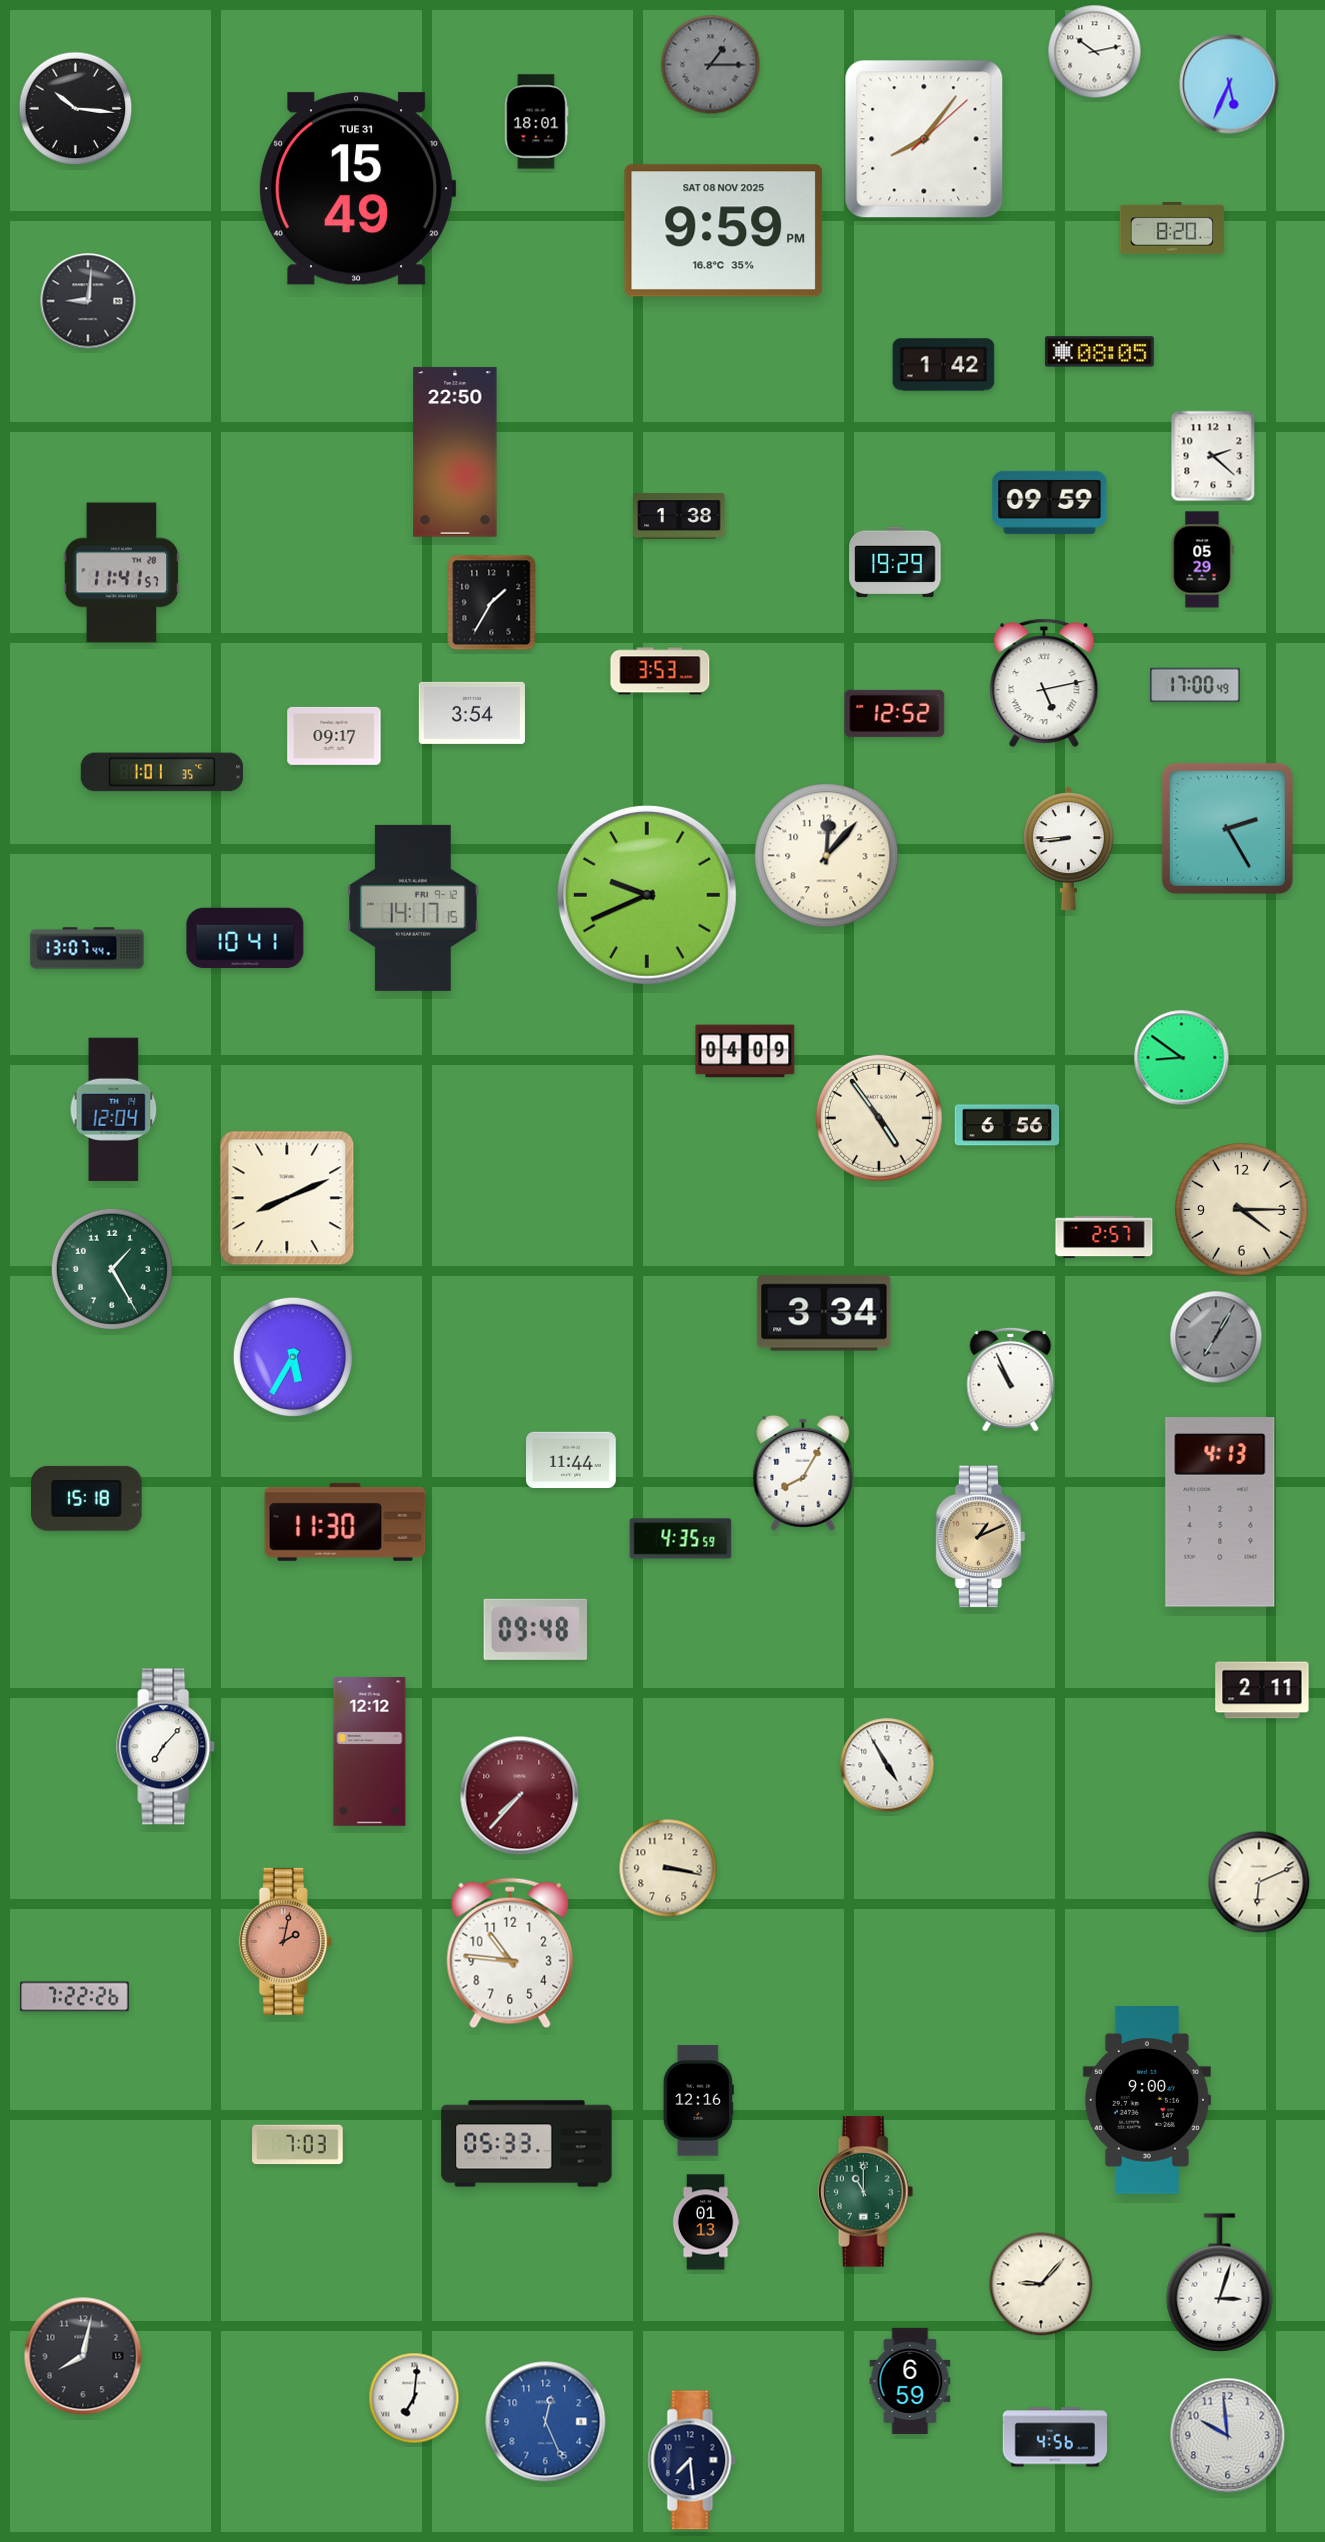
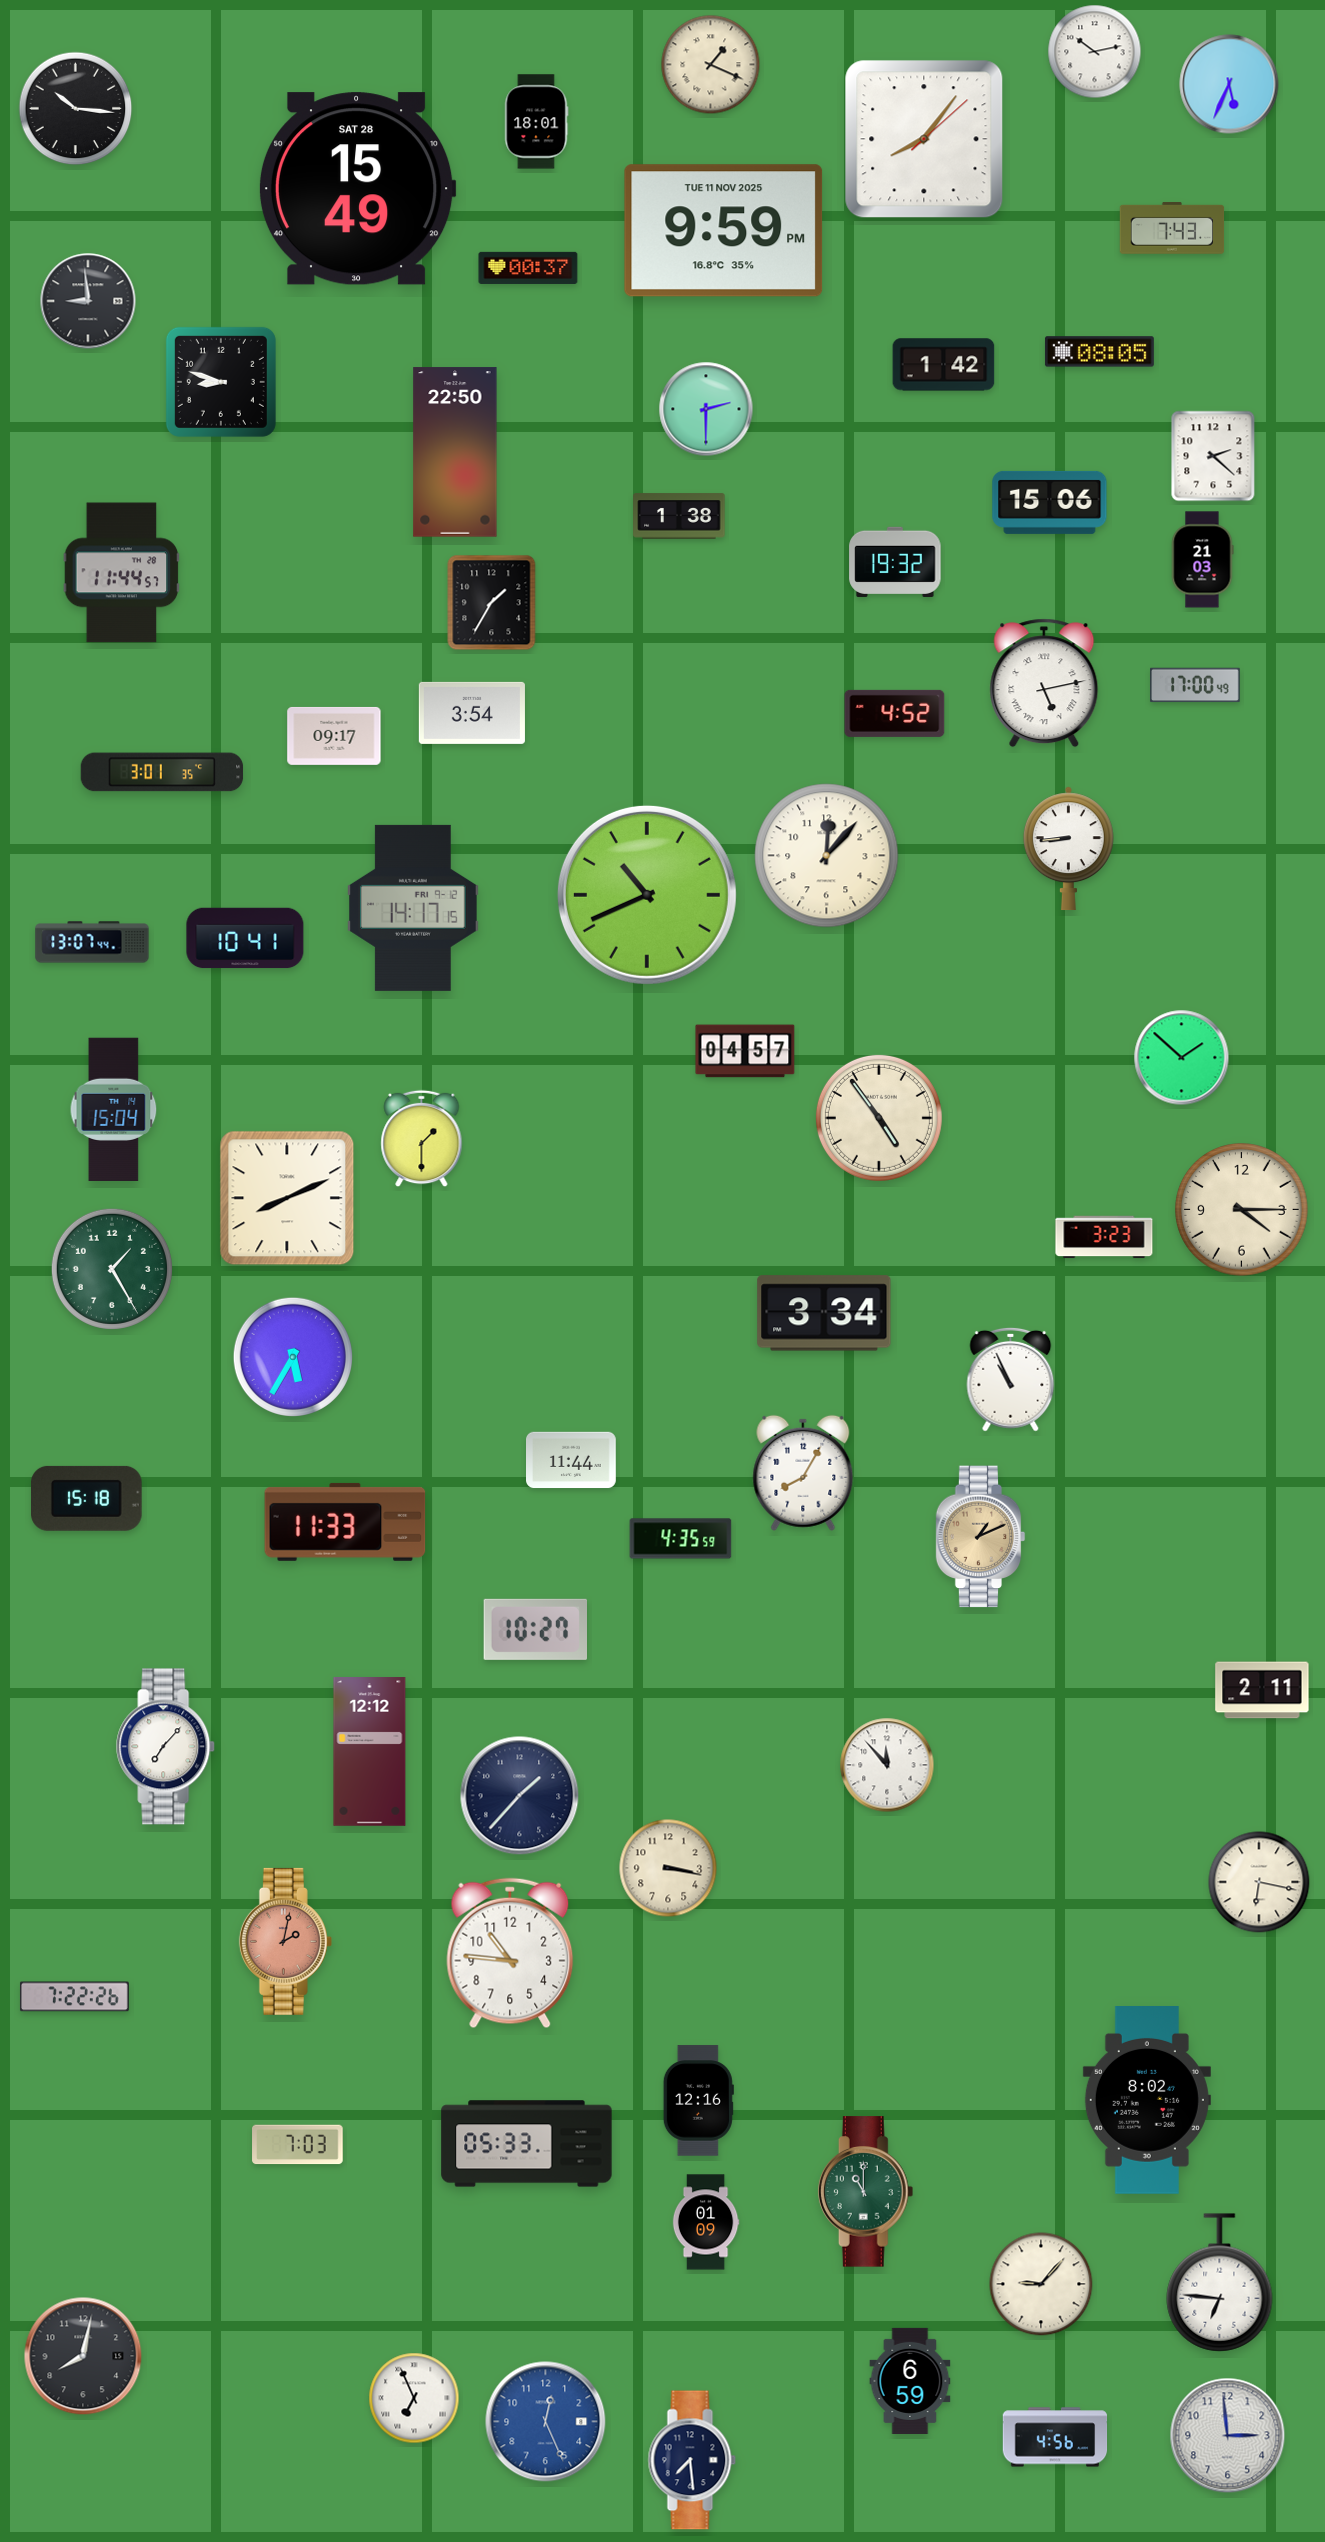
clock at (711, 65): 1:15 -> 1:19
clock at (711, 65) dial: grey -> cream
clock at (357, 189) date: TUE 31 -> SAT 28
clock at (1172, 229): 8:20 -> 7:43
clock at (724, 231) date: SAT 08 NOV 2025 -> TUE 11 NOV 2025
clock at (528, 267): none -> 00:37
clock at (88, 301): 9:01 -> 8:59
clock at (221, 382): none -> 8:48
clock at (706, 409): none -> 2:30
clock at (1050, 502): 09:59 -> 15:06
clock at (1202, 560): 05:29 -> 21:03
clock at (895, 562): 19:29 -> 19:32
clock at (122, 573): 11:41 -> 11:44
clock at (660, 671): 3:53 -> none
clock at (895, 713): 12:52 -> 4:52
clock at (162, 772): 1:01 -> 3:01
clock at (1227, 828): 2:25 -> none
clock at (647, 895): 9:41 -> 10:41
clock at (87, 948) position: (87, 948) -> (92, 942)
clock at (745, 1051): 04:09 -> 04:57
clock at (1182, 1058): 8:51 -> 1:52
clock at (114, 1109): 12:04 -> 15:04
clock at (1007, 1125): 6:56 -> none
clock at (422, 1139): none -> 1:30
clock at (1104, 1237): 2:57 -> 3:23
clock at (1216, 1337): 7:05 -> none
clock at (1220, 1512): 4:13 -> none
clock at (345, 1522): 11:30 -> 11:33
clock at (535, 1629): 09:48 -> 10:27
clock at (887, 1765): 4:55 -> 11:53
clock at (520, 1796): 7:37 -> 1:37
clock at (520, 1796) dial: burgundy -> navy
clock at (1259, 1882): 6:11 -> 6:17
clock at (1147, 2101): 9:00 -> 8:02
clock at (706, 2222): 01:13 -> 01:09
clock at (1220, 2283): 3:03 -> 6:46
clock at (414, 2398): 7:01 -> 6:56
clock at (1228, 2436): 9:59 -> 2:59
